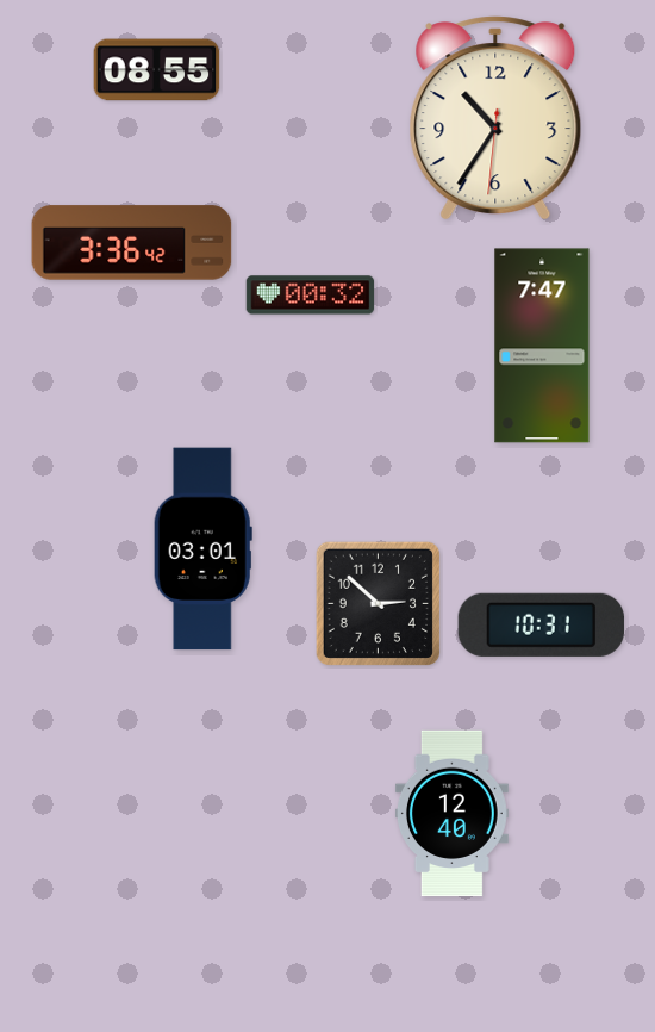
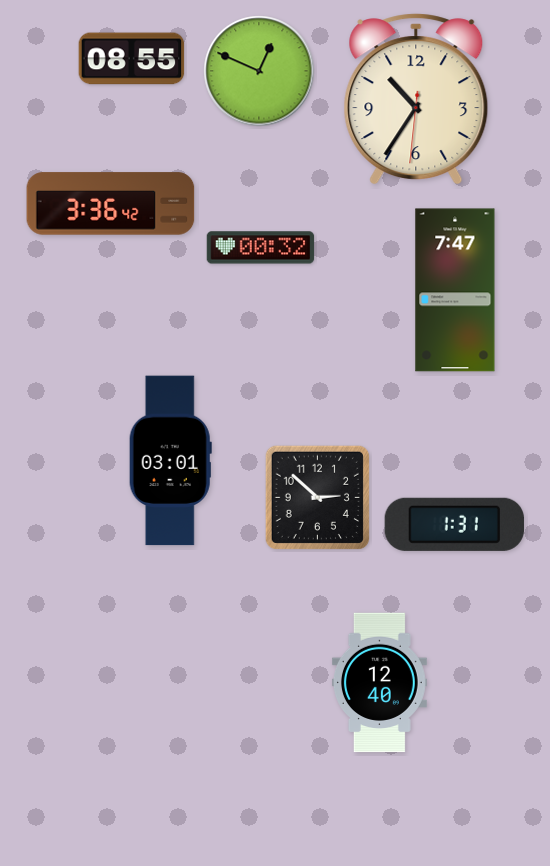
clock at (259, 71): none -> 12:49
clock at (378, 603) position: (378, 603) -> (317, 497)
clock at (541, 624): 10:31 -> 1:31
